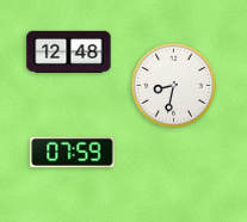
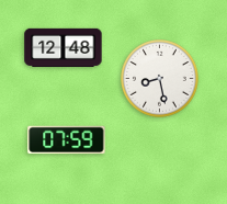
clock at (174, 86): 8:32 -> 8:28
